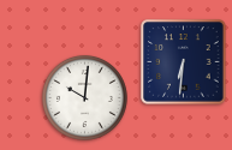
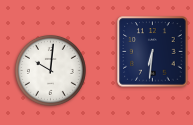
clock at (84, 97) position: (84, 97) -> (50, 70)
